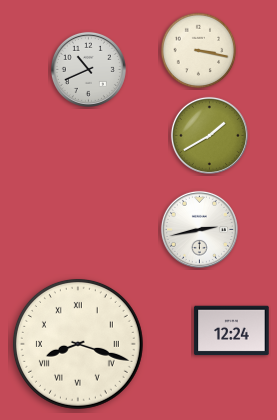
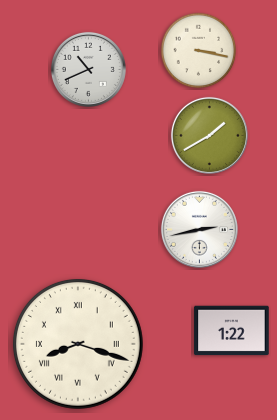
clock at (232, 331): 12:24 -> 1:22
